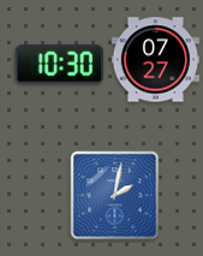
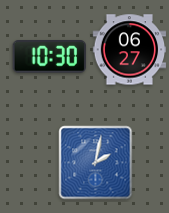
clock at (156, 60): 07:27 -> 06:27
clock at (59, 65) position: (59, 65) -> (49, 57)
